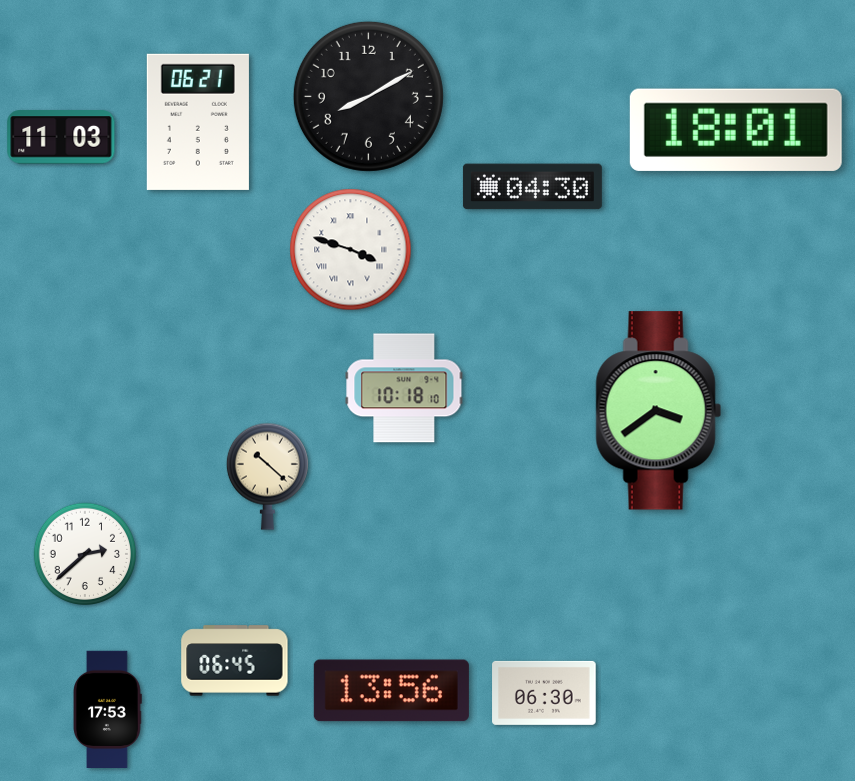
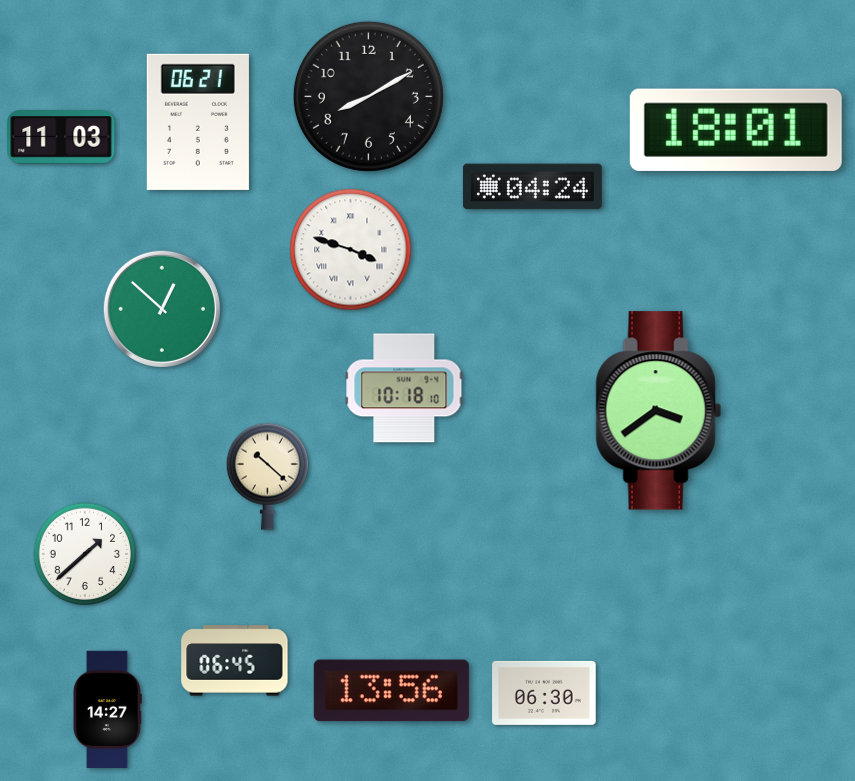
clock at (532, 187): 04:30 -> 04:24
clock at (162, 309): none -> 12:52
clock at (84, 553): 2:38 -> 1:38
clock at (107, 709): 17:53 -> 14:27
